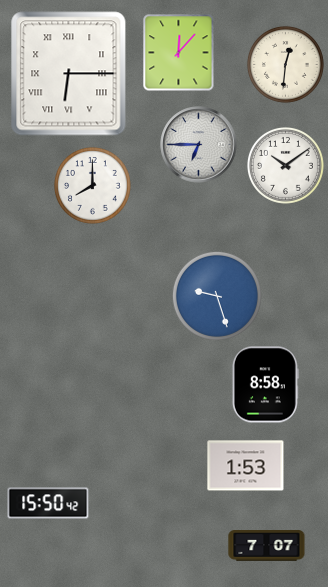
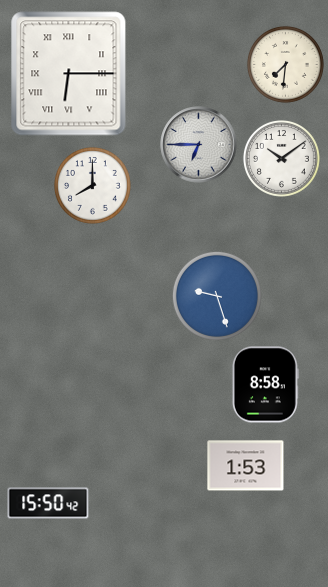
clock at (179, 53): 12:07 -> none
clock at (285, 64): 12:31 -> 7:31
clock at (285, 165) position: (285, 165) -> (281, 158)
clock at (267, 546): 7:07 -> none
